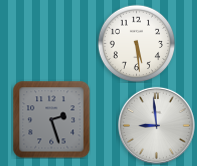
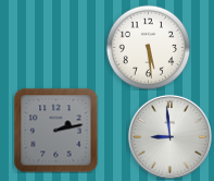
clock at (51, 119): 2:27 -> 2:13
